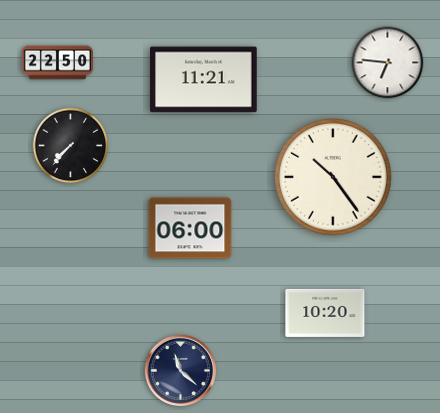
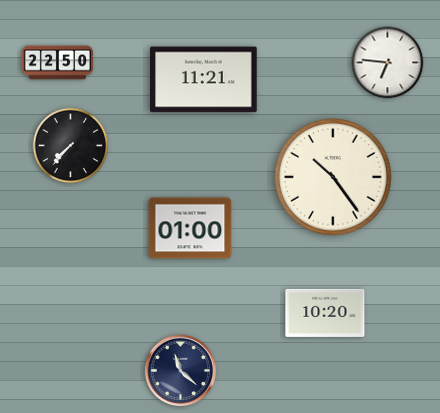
clock at (190, 228): 06:00 -> 01:00
